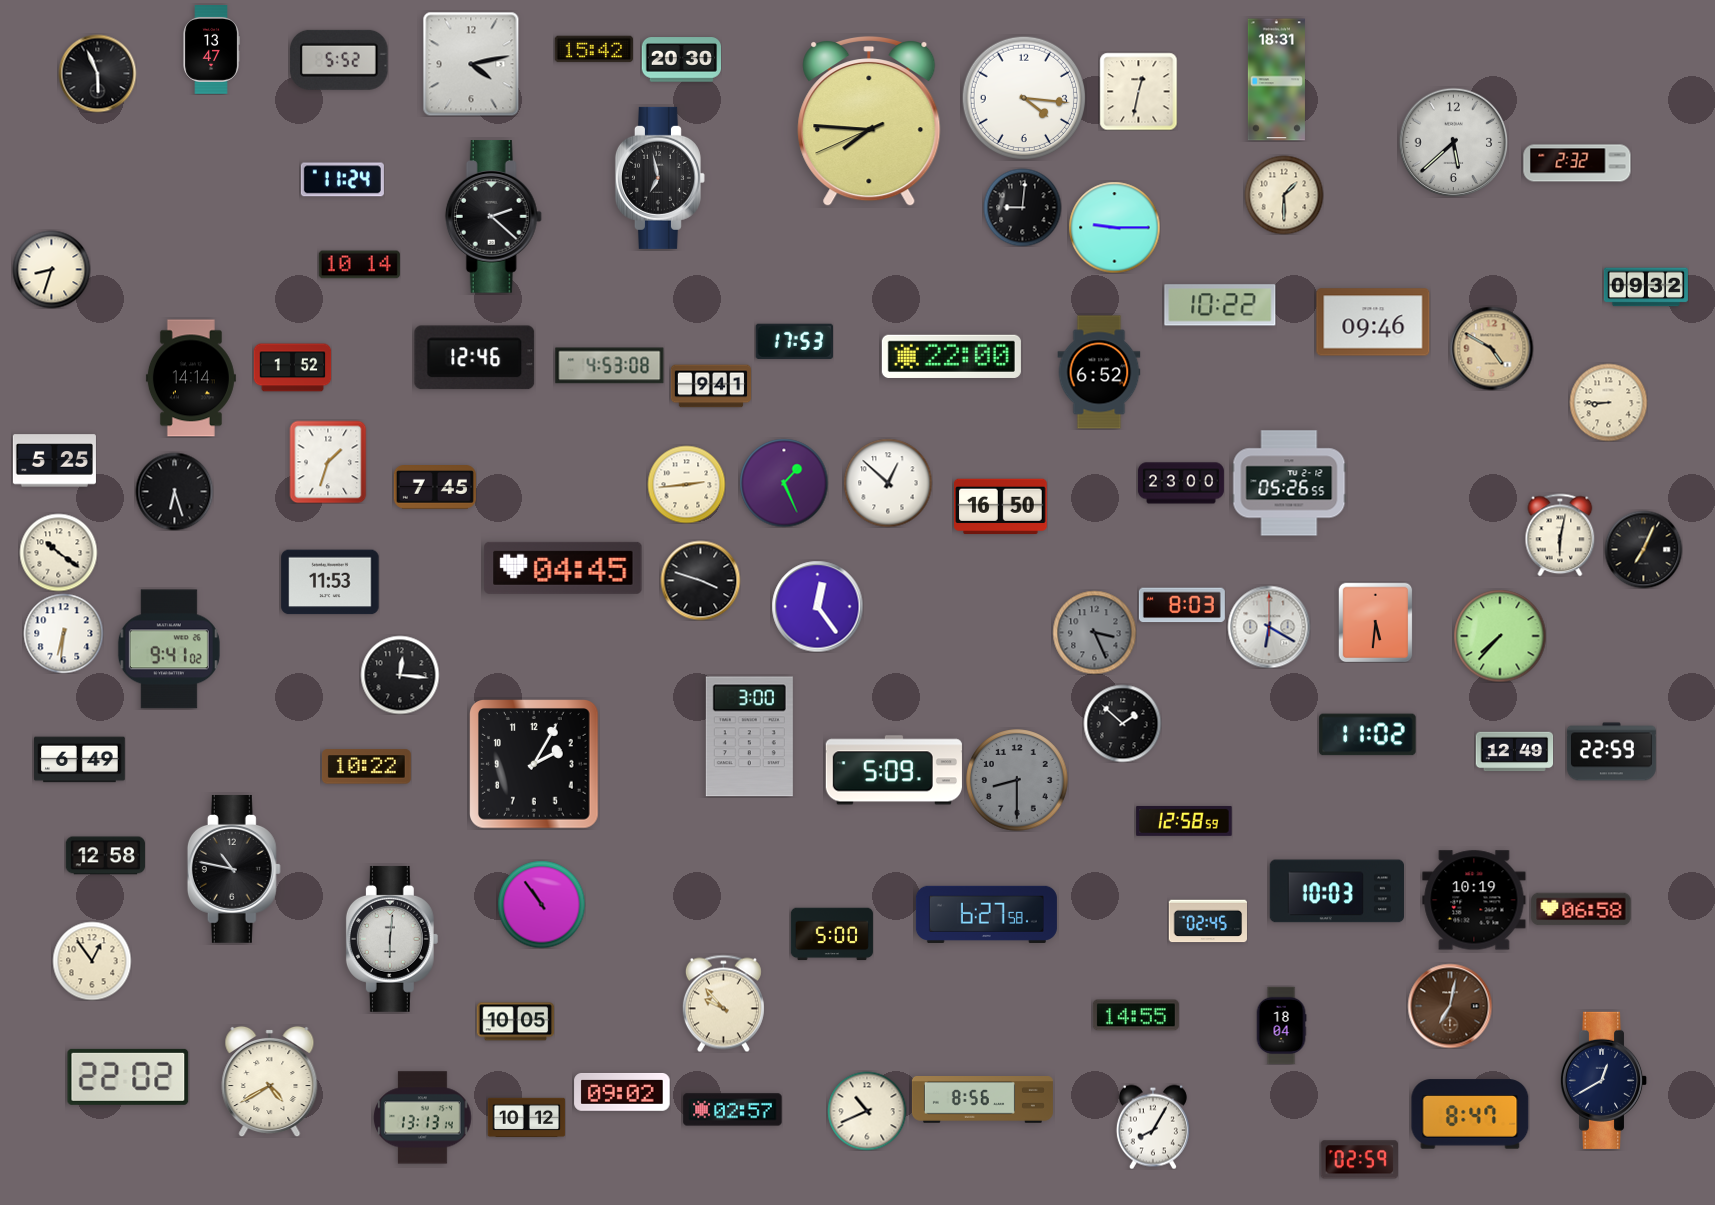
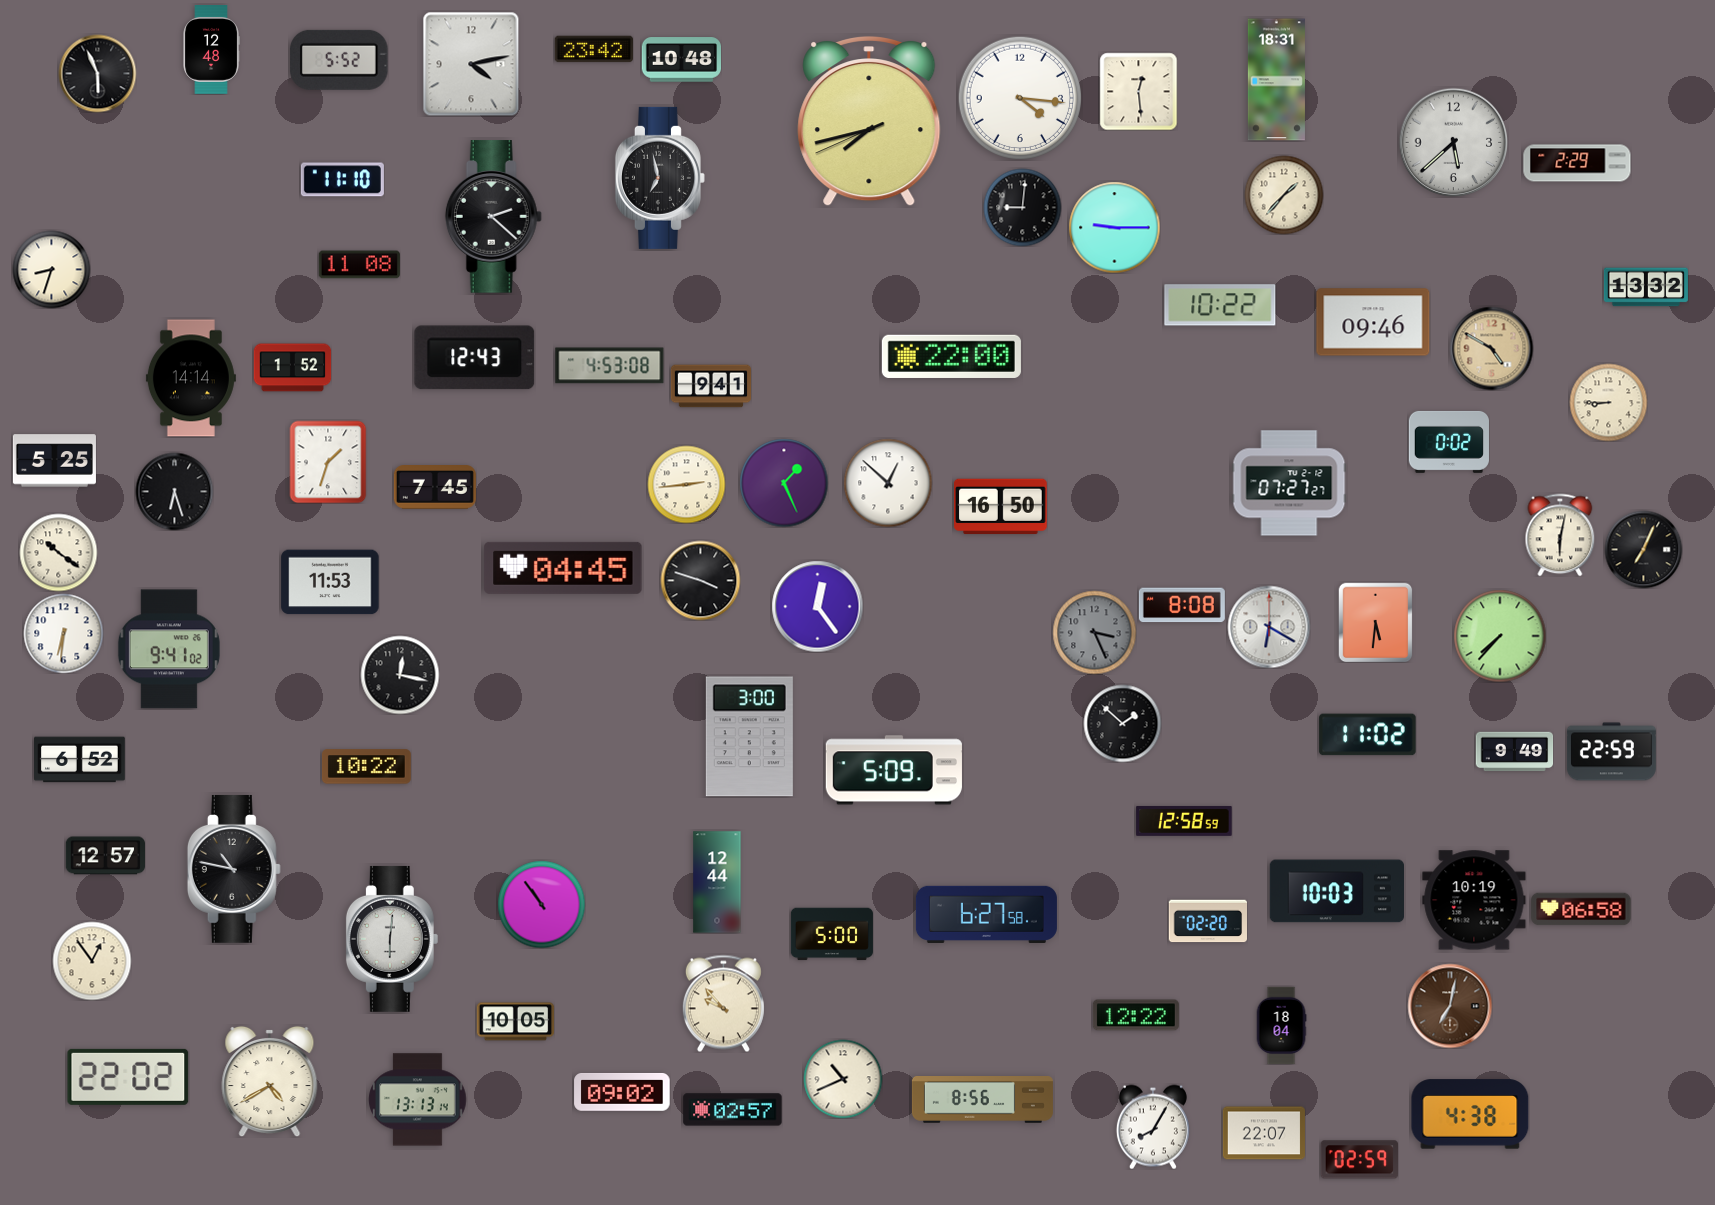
clock at (593, 49): 15:42 -> 23:42
clock at (211, 50): 13:47 -> 12:48
clock at (681, 60): 20:30 -> 10:48
clock at (1138, 91): 12:32 -> 12:29
clock at (1023, 97) position: (1023, 97) -> (1019, 97)
clock at (869, 121): 7:45 -> 7:42
clock at (1577, 163): 2:32 -> 2:29
clock at (342, 180): 11:24 -> 11:10
clock at (1284, 195): 1:30 -> 1:37
clock at (359, 265): 10:14 -> 11:08
clock at (1646, 287): 09:32 -> 13:32
clock at (794, 341): 17:53 -> none
clock at (475, 358): 12:46 -> 12:43
clock at (1099, 372): 6:52 -> none
clock at (1449, 442): none -> 0:02
clock at (1181, 483): 23:00 -> none
clock at (1289, 483): 05:26 -> 07:27
clock at (1182, 605): 8:03 -> 8:08
clock at (400, 675): 12:16 -> 12:17
clock at (1514, 752): 12:49 -> 9:49
clock at (80, 760): 6:49 -> 6:52
clock at (534, 764): 2:05 -> none
clock at (1017, 780): 8:30 -> none
clock at (105, 856): 12:58 -> 12:57
clock at (717, 882): none -> 12:44
clock at (1207, 921): 02:45 -> 02:20
clock at (1136, 1015): 14:55 -> 12:22
clock at (1604, 1080): 12:40 -> none
clock at (867, 1111) position: (867, 1111) -> (843, 1079)
clock at (1470, 1114): 8:47 -> 4:38
clock at (526, 1117): 10:12 -> none
clock at (423, 1118) position: (423, 1118) -> (418, 1100)
clock at (1264, 1133): none -> 22:07
